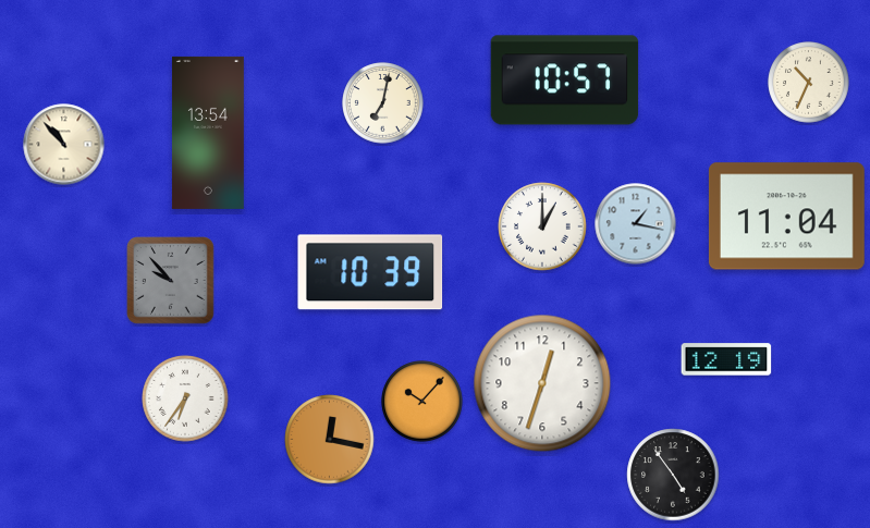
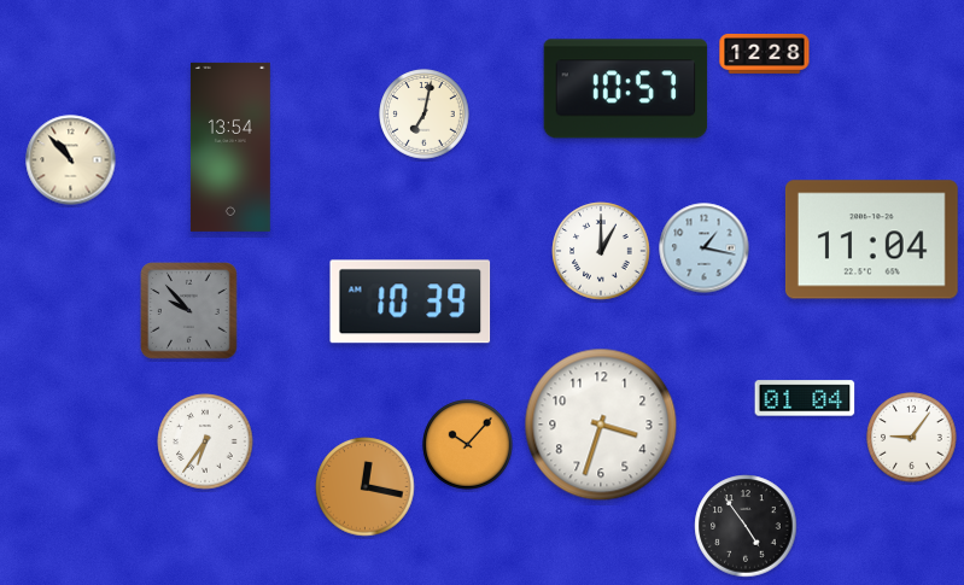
clock at (765, 54): none -> 12:28
clock at (809, 83): 10:34 -> none
clock at (726, 359): 12:19 -> 01:04
clock at (542, 383): 12:33 -> 3:33
clock at (912, 438): none -> 9:06
